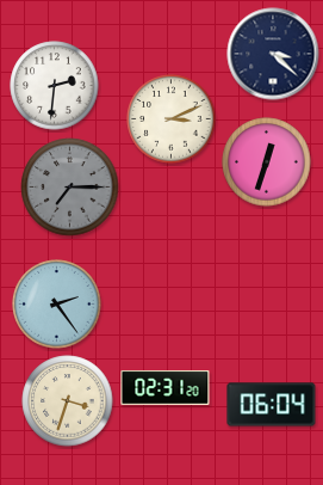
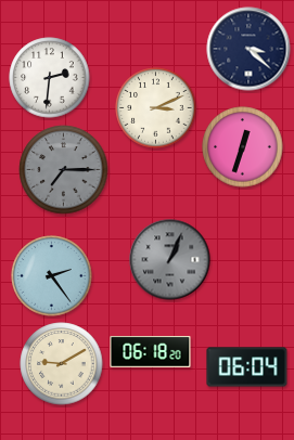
clock at (170, 260): none -> 1:04
clock at (166, 388): 02:31 -> 06:18
clock at (68, 401): 3:33 -> 9:10
